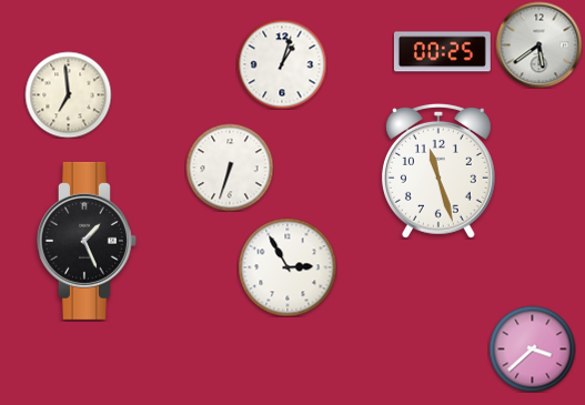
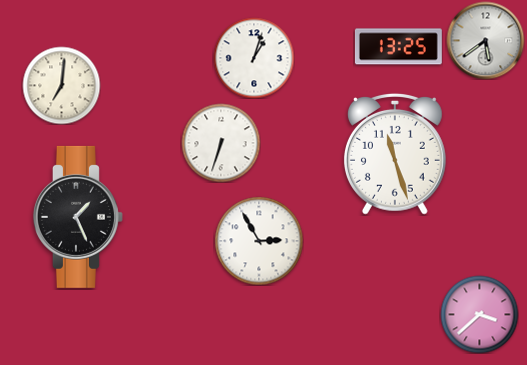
clock at (442, 52): 00:25 -> 13:25
clock at (68, 94): 6:59 -> 7:01
clock at (230, 168) position: (230, 168) -> (221, 143)
